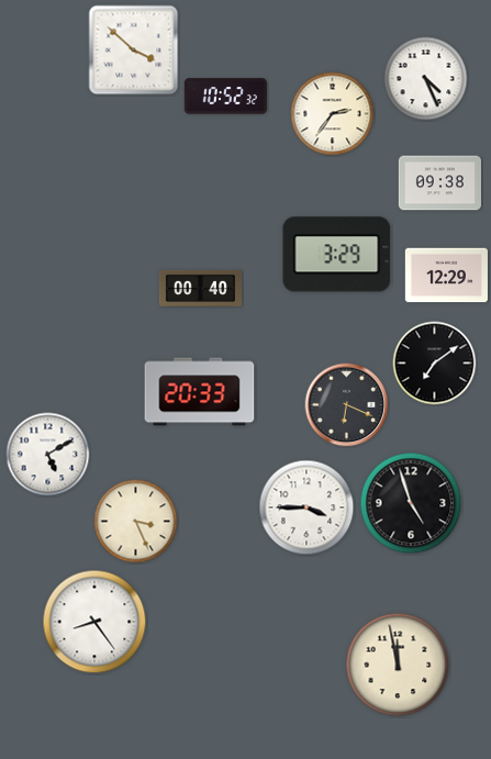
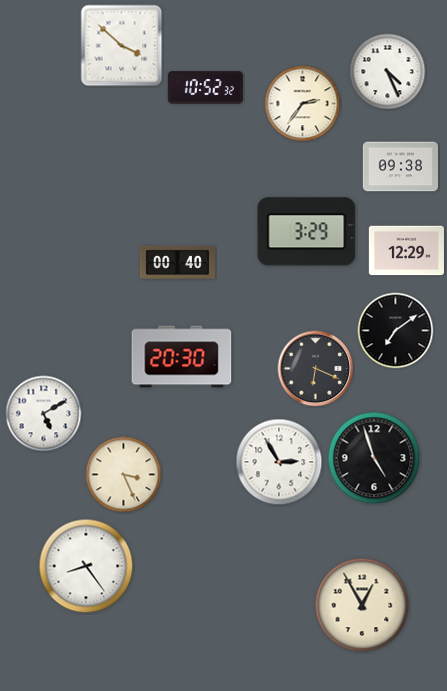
clock at (200, 288) position: (200, 288) -> (177, 262)
clock at (200, 392): 20:33 -> 20:30
clock at (306, 507): 3:45 -> 2:55
clock at (398, 665): 11:58 -> 12:55
